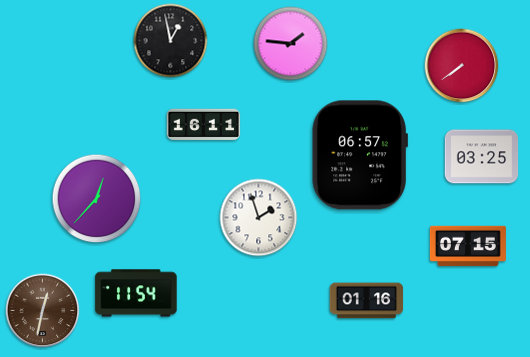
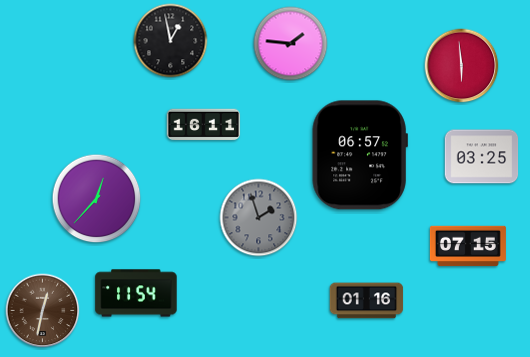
clock at (462, 66): 7:39 -> 5:59
clock at (259, 218) dial: white -> grey
